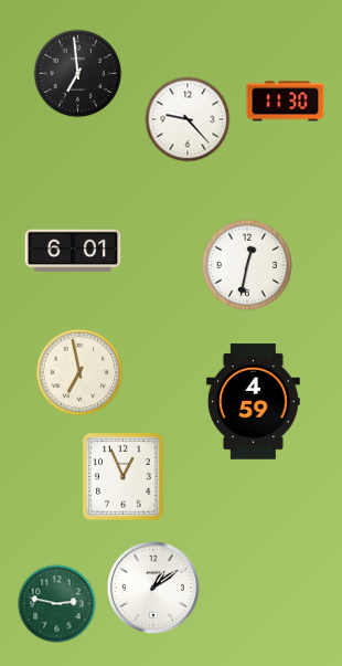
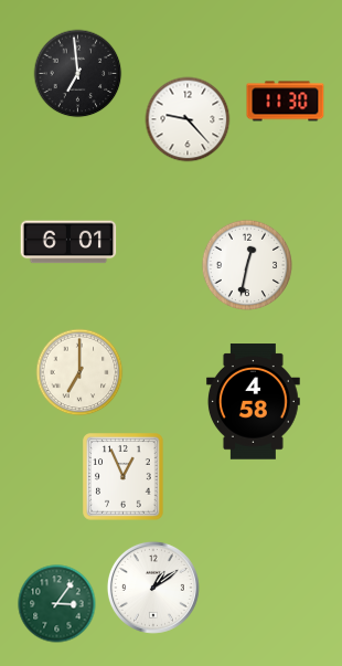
clock at (73, 251) position: (73, 251) -> (68, 242)
clock at (79, 372): 6:58 -> 7:00
clock at (253, 402): 4:59 -> 4:58
clock at (57, 604): 2:47 -> 3:06
